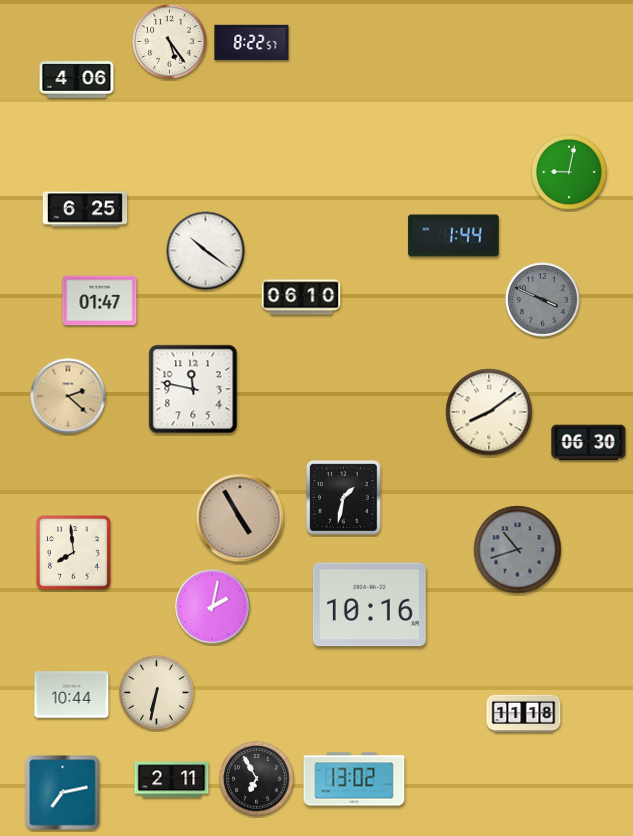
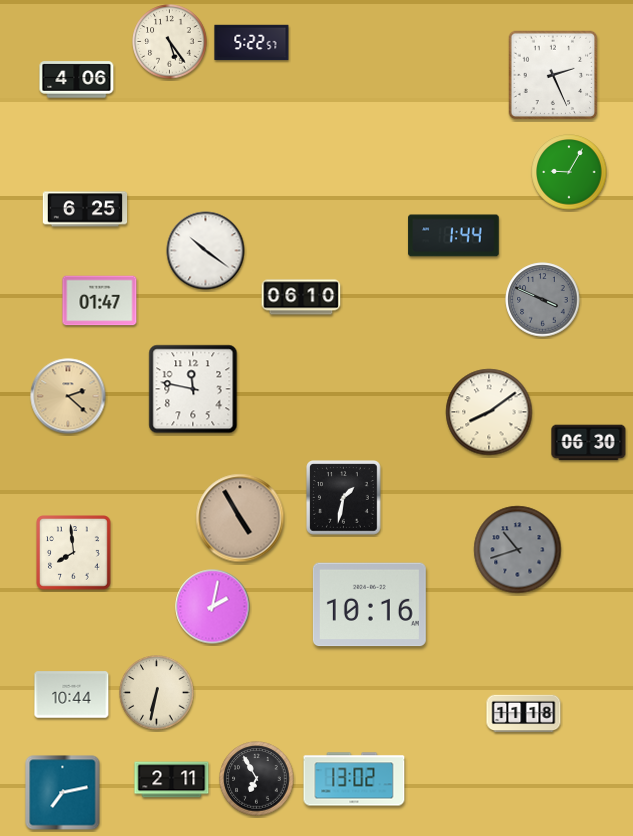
clock at (252, 43): 8:22 -> 5:22
clock at (553, 75): none -> 2:26
clock at (569, 172): 9:02 -> 9:05
